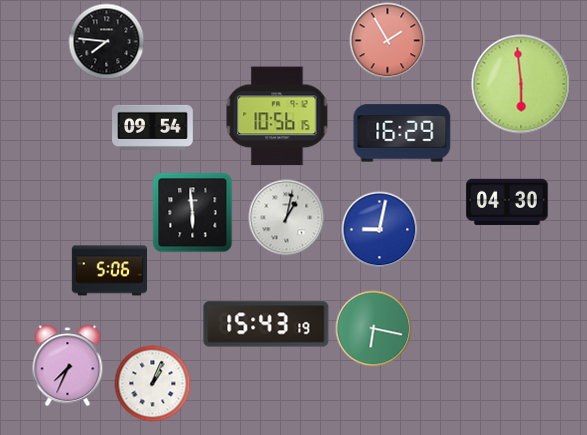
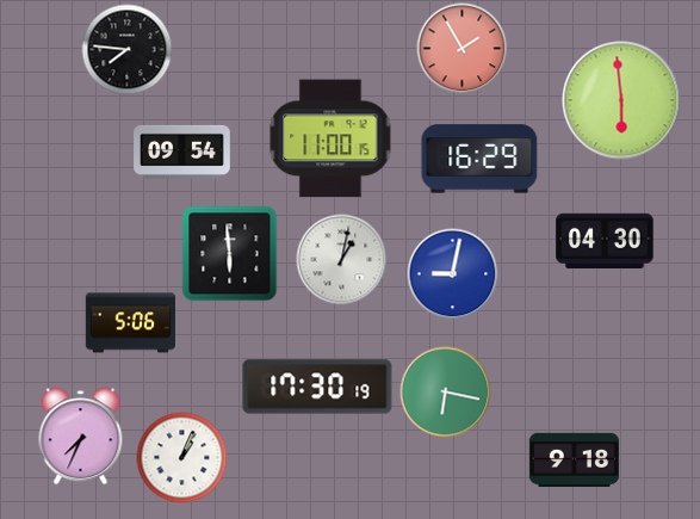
clock at (277, 116): 10:56 -> 11:00
clock at (266, 324): 15:43 -> 17:30
clock at (574, 459): none -> 9:18
